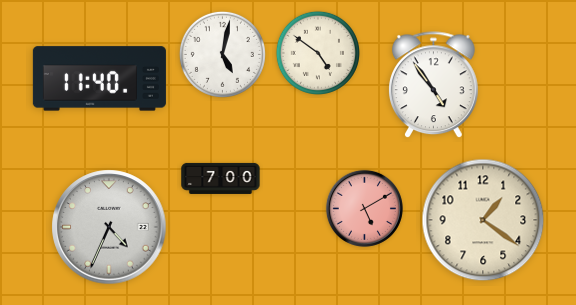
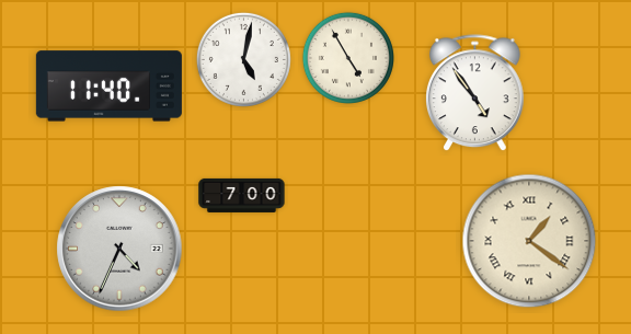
clock at (318, 53): 4:51 -> 4:55
clock at (364, 208): 5:10 -> none
clock at (483, 220) numerals: Arabic -> Roman
